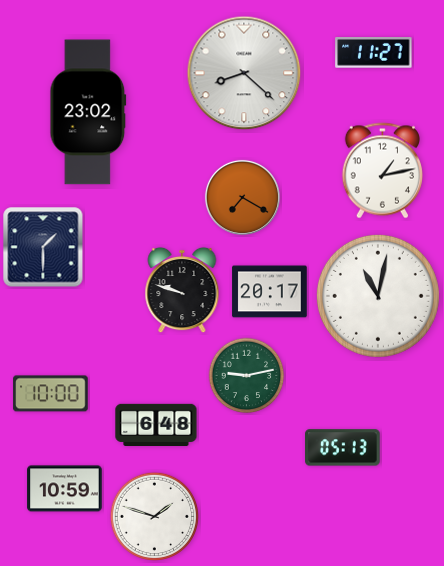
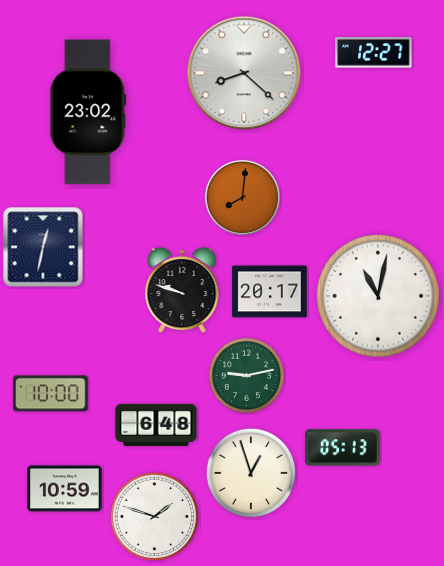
clock at (374, 53): 11:27 -> 12:27
clock at (382, 171): 1:13 -> none
clock at (242, 197): 7:20 -> 8:01
clock at (43, 247): 1:30 -> 12:32
clock at (250, 472): none -> 12:57
